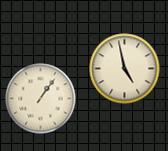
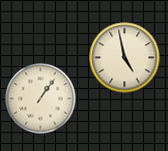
clock at (125, 69) position: (125, 69) -> (125, 58)
